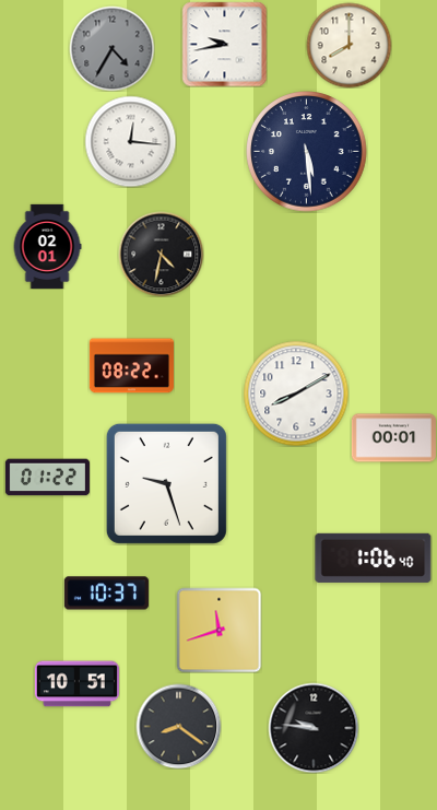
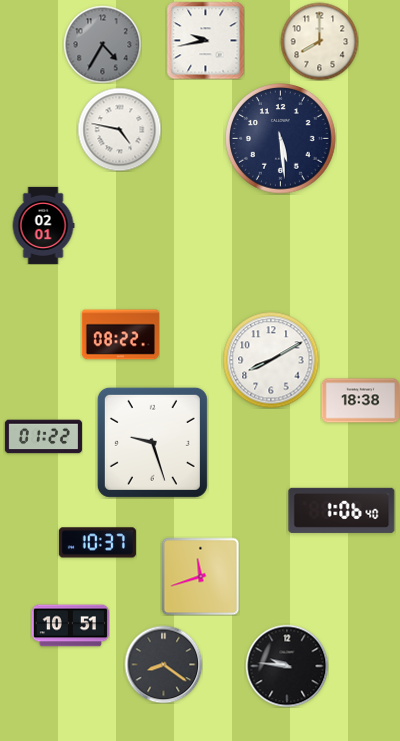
clock at (130, 141): 12:16 -> 4:47
clock at (161, 254): 4:32 -> none
clock at (393, 438): 00:01 -> 18:38
